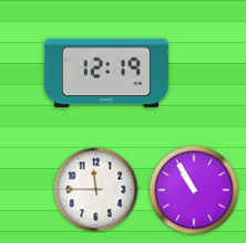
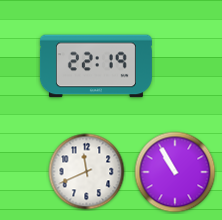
clock at (106, 73): 12:19 -> 22:19
clock at (96, 190): 11:45 -> 11:41
